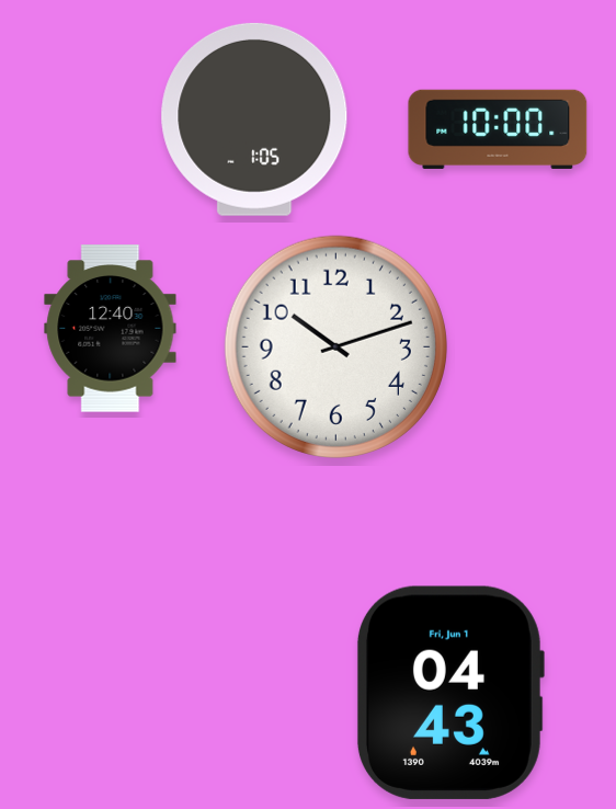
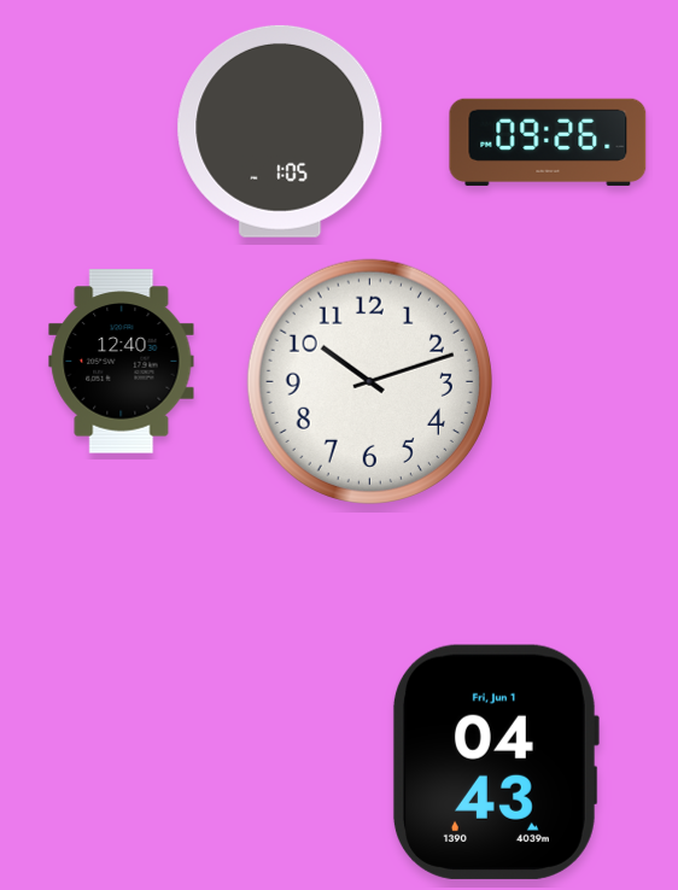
clock at (498, 129): 10:00 -> 09:26
